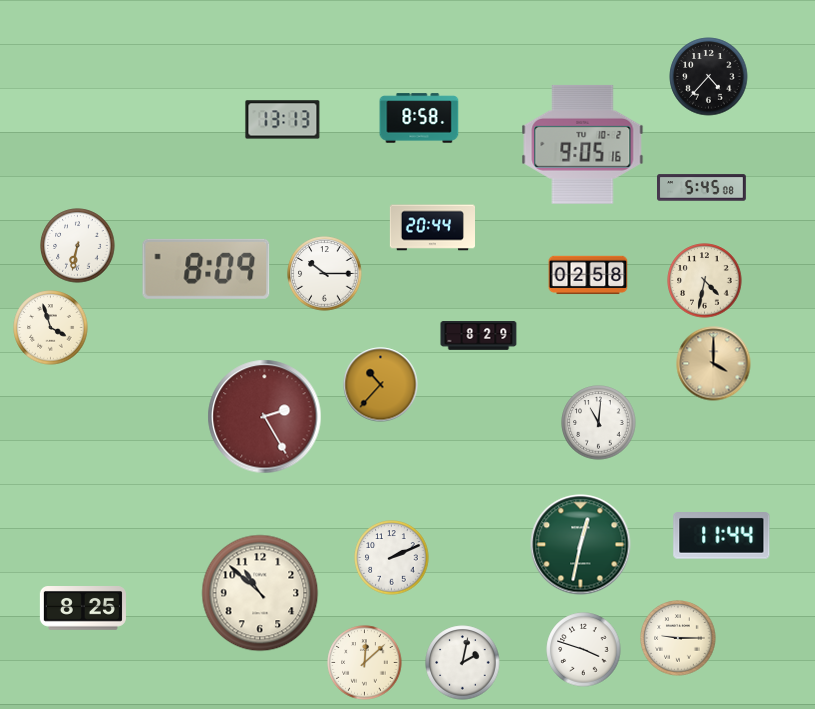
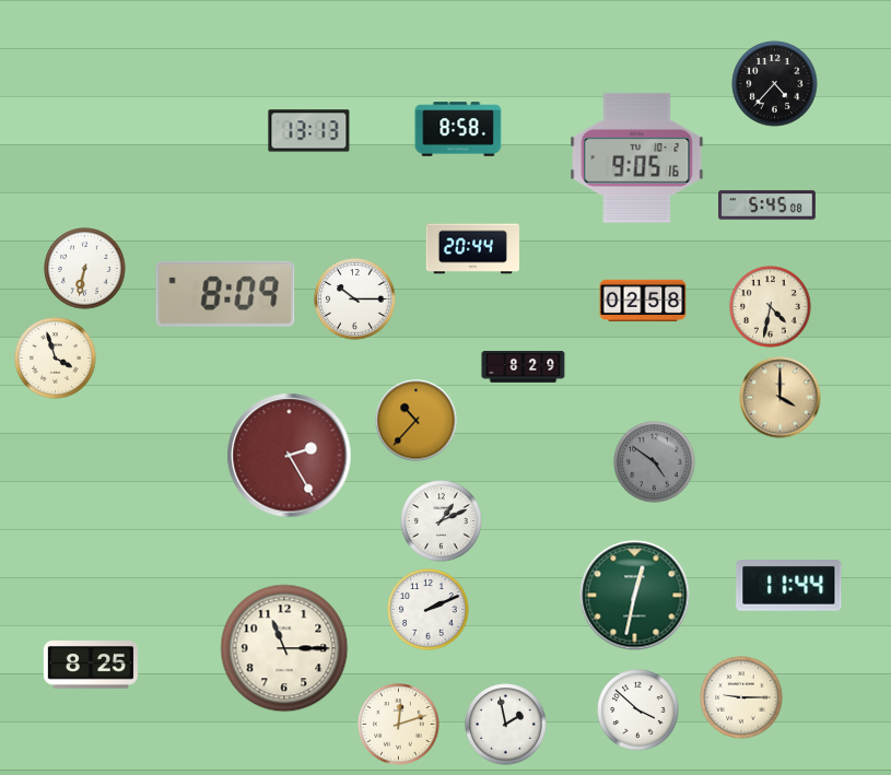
clock at (599, 423): 11:01 -> 4:51
clock at (599, 423) dial: white -> grey
clock at (442, 521): none -> 1:11
clock at (260, 593): 10:52 -> 11:15
clock at (584, 650): 3:48 -> 3:52
clock at (365, 663): 12:08 -> 12:12
clock at (463, 663): 2:02 -> 1:58
